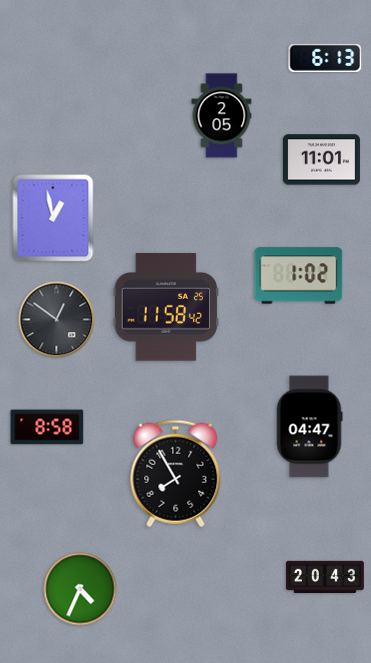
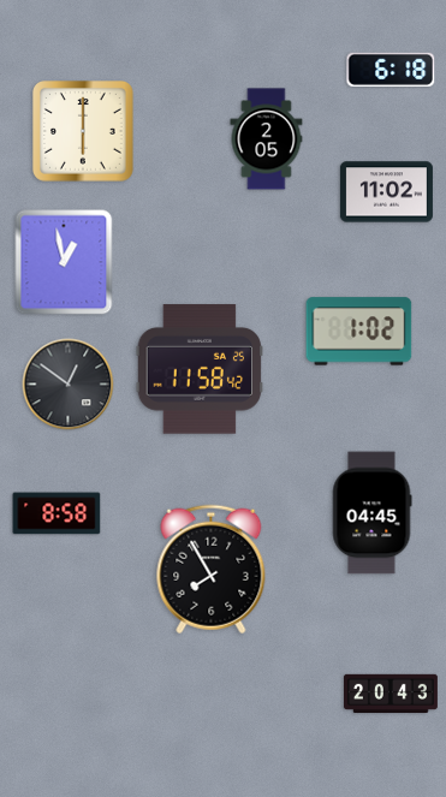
clock at (325, 58): 6:13 -> 6:18
clock at (84, 132): none -> 6:00
clock at (321, 160): 11:01 -> 11:02
clock at (309, 427): 04:47 -> 04:45
clock at (80, 589): 4:34 -> none
